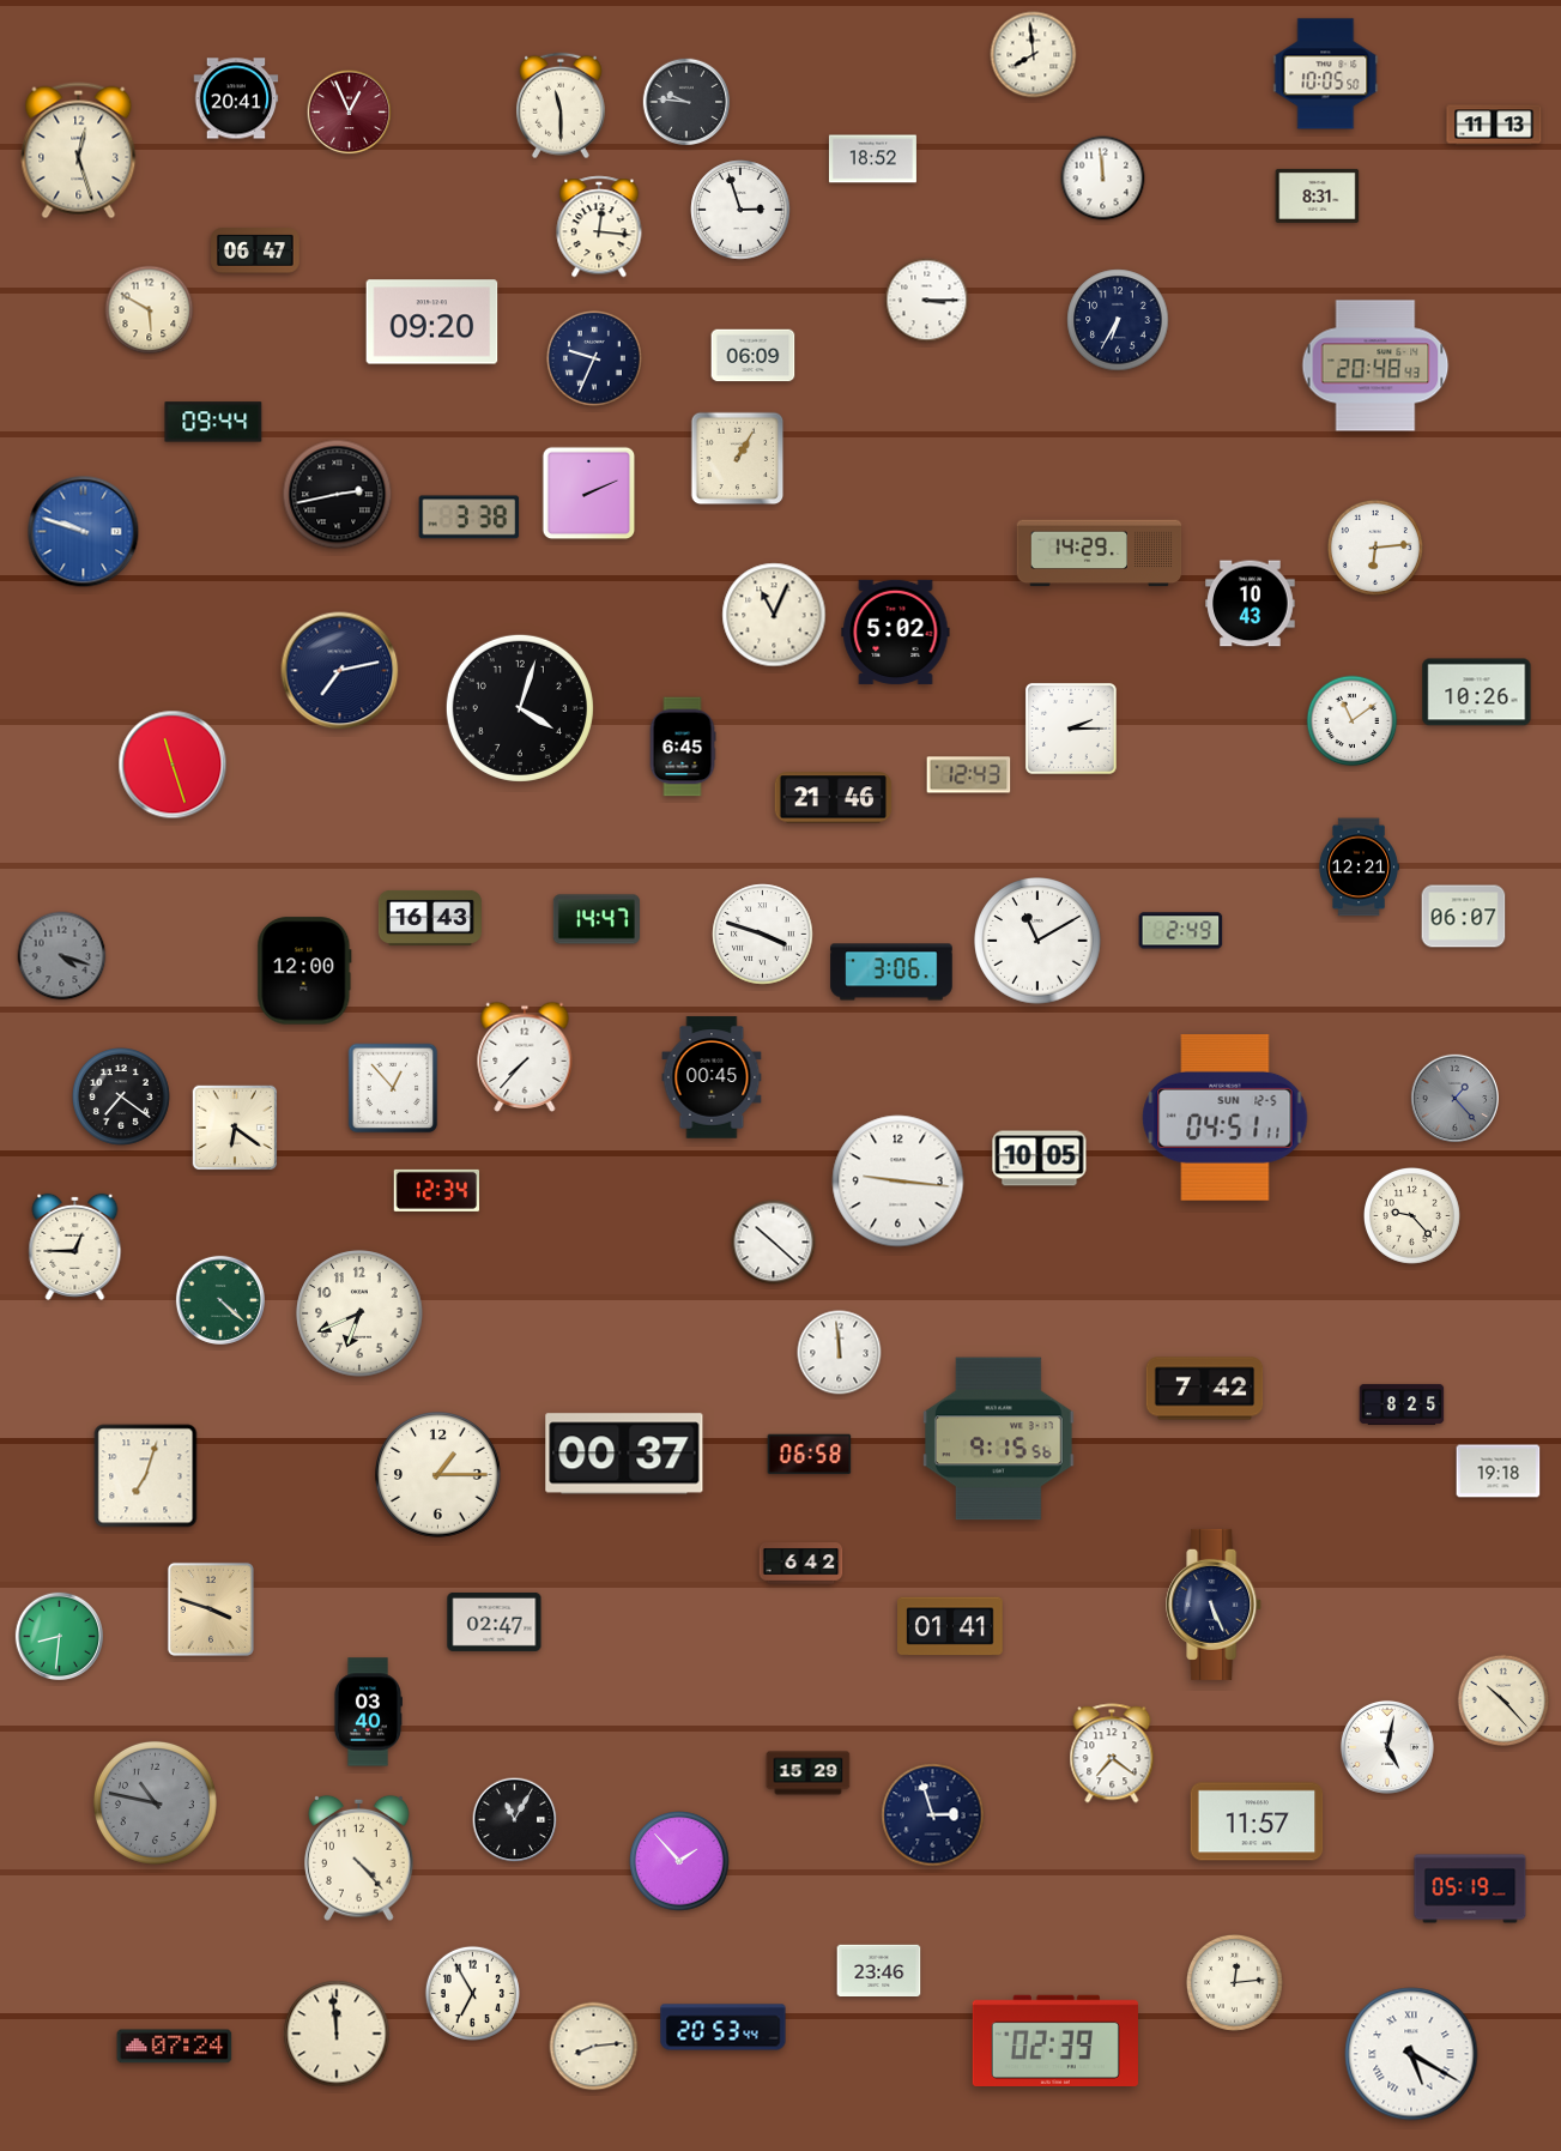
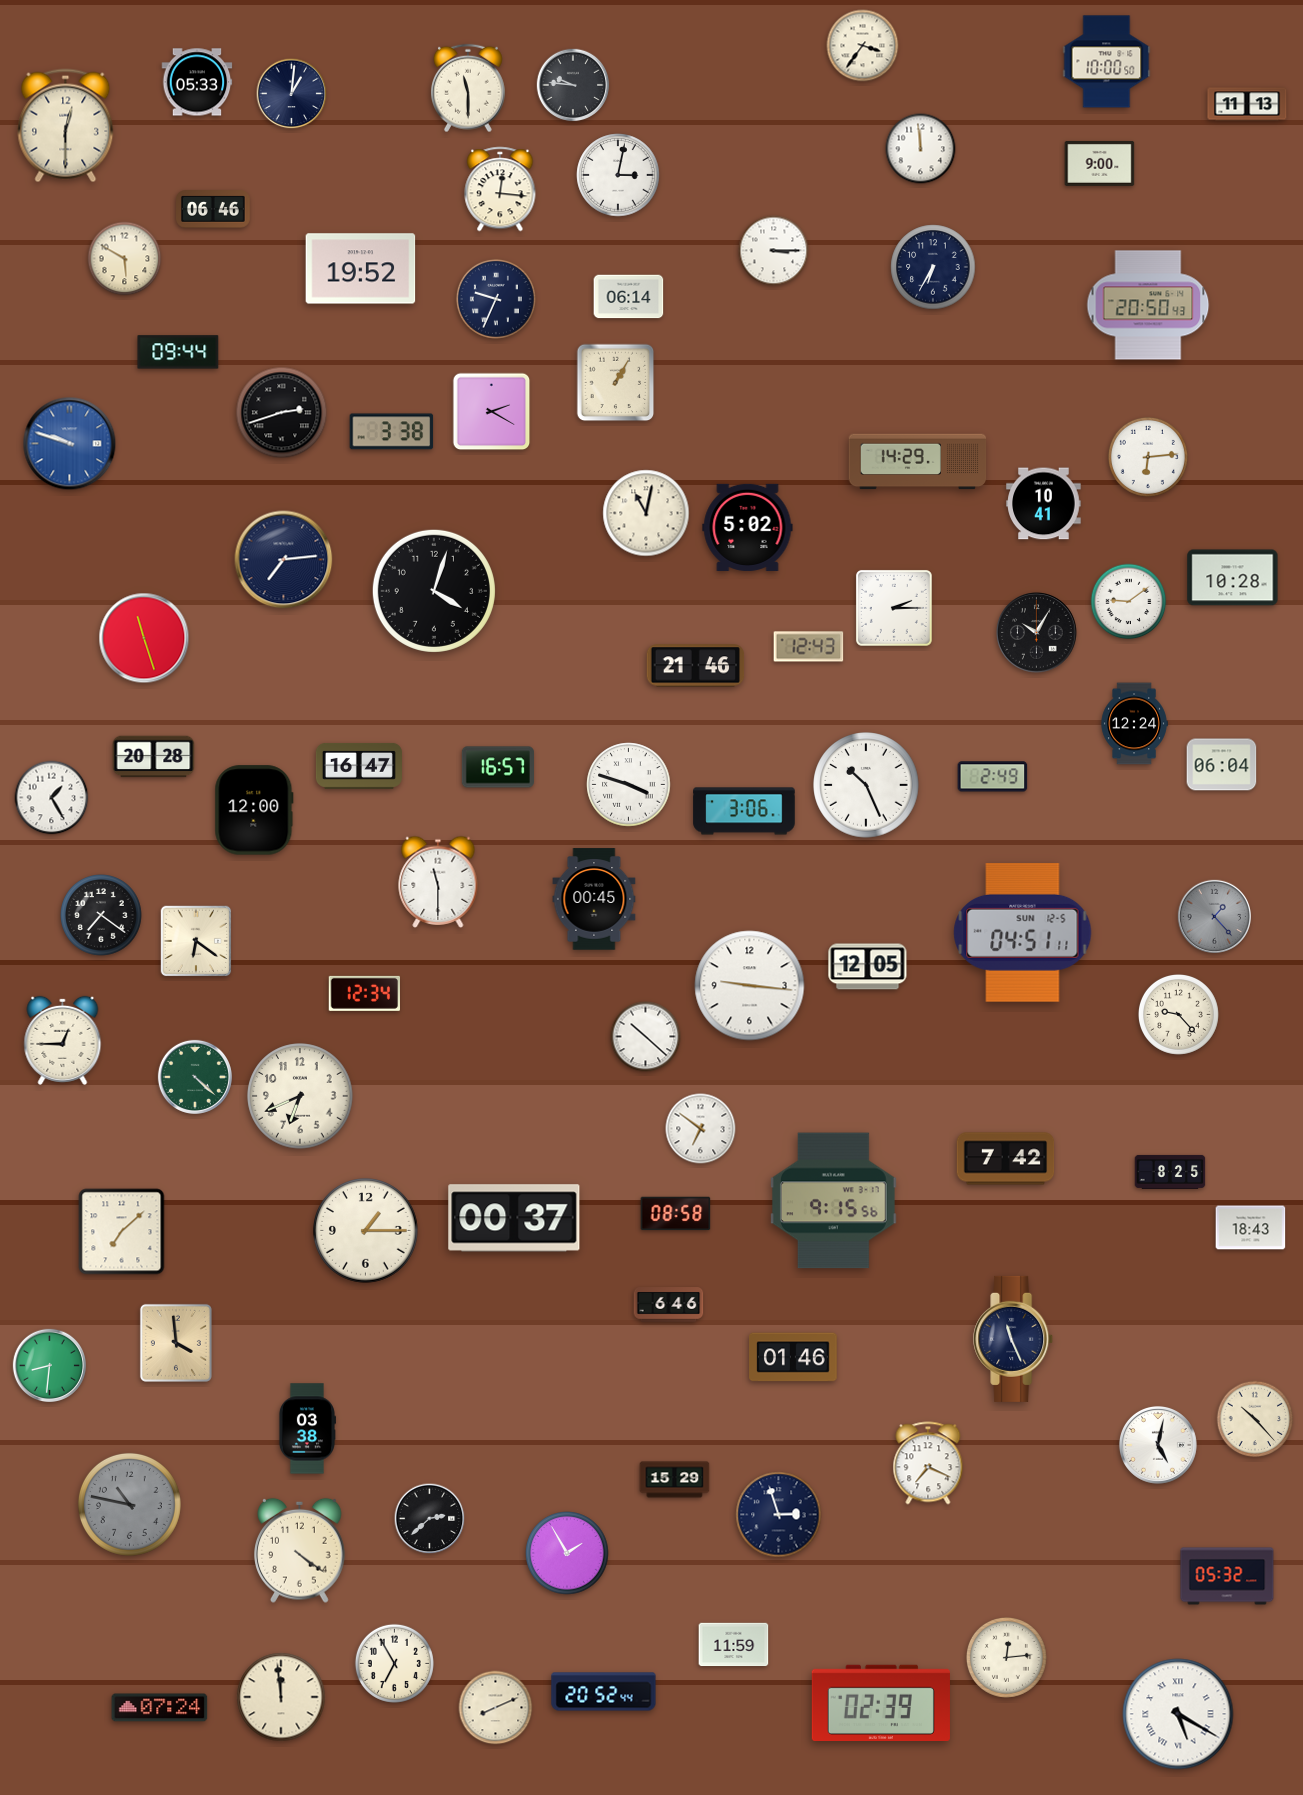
clock at (1034, 55): 7:59 -> 3:36
clock at (1326, 74): 10:05 -> 10:00
clock at (236, 98): 20:41 -> 05:33
clock at (350, 113): 12:56 -> 1:01
clock at (350, 113) dial: burgundy -> navy
clock at (79, 151): 12:27 -> 12:30
clock at (872, 159): 18:52 -> none
clock at (1318, 195): 8:31 -> 9:00
clock at (740, 210): 2:57 -> 3:02
clock at (256, 250): 06:47 -> 06:46
clock at (432, 322): 09:20 -> 19:52
clock at (754, 356): 06:09 -> 06:14
clock at (1375, 365): 20:48 -> 20:50
clock at (589, 494): 2:11 -> 2:20
clock at (338, 495): 2:43 -> 2:42
clock at (1251, 604): 10:43 -> 10:41
clock at (774, 615): 11:04 -> 11:02
clock at (340, 671): 7:13 -> 7:14
clock at (1477, 693): 10:26 -> 10:28
clock at (1353, 721): 11:09 -> 9:09
clock at (683, 747): 6:45 -> none
clock at (1037, 633): none -> 10:05
clock at (1359, 868): 12:21 -> 12:24
clock at (154, 757): none -> 20:28
clock at (1464, 917): 06:07 -> 06:04
clock at (430, 918): 16:43 -> 16:47
clock at (597, 919): 14:47 -> 16:57
clock at (1181, 931) position: (1181, 931) -> (993, 777)
clock at (763, 935) position: (763, 935) -> (629, 785)
clock at (1037, 941): 11:10 -> 10:26
clock at (62, 956): 4:18 -> 1:25
clock at (62, 956) dial: grey -> white
clock at (525, 1057): 7:37 -> 11:30
clock at (393, 1088): 12:53 -> none
clock at (1040, 1159): 10:05 -> 12:05
clock at (220, 1300) position: (220, 1300) -> (195, 1077)
clock at (840, 1353): 11:59 -> 6:51
clock at (624, 1454) position: (624, 1454) -> (514, 1218)
clock at (810, 1455): 06:58 -> 08:58
clock at (1499, 1472): 19:18 -> 18:43
clock at (146, 1476): 7:03 -> 7:08
clock at (801, 1564): 6:42 -> 6:46
clock at (1215, 1605): 5:26 -> 11:26
clock at (211, 1609): 3:48 -> 3:59
clock at (495, 1621): 02:47 -> none
clock at (950, 1626): 01:41 -> 01:46
clock at (368, 1712): 03:40 -> 03:38
clock at (1387, 1747) position: (1387, 1747) -> (1158, 1445)
clock at (1112, 1753): 7:21 -> 7:19
clock at (515, 1820): 11:05 -> 2:38
clock at (1257, 1821): 11:57 -> none
clock at (359, 1857): 4:23 -> 4:21
clock at (679, 1861): 1:53 -> 1:55
clock at (1470, 1889): 05:19 -> 05:32
clock at (879, 1971): 23:46 -> 11:59
clock at (1234, 1982) position: (1234, 1982) -> (1006, 1657)
clock at (724, 2028): 20:53 -> 20:52
clock at (175, 2047) position: (175, 2047) -> (160, 1708)
clock at (594, 2047): 8:14 -> 8:11
